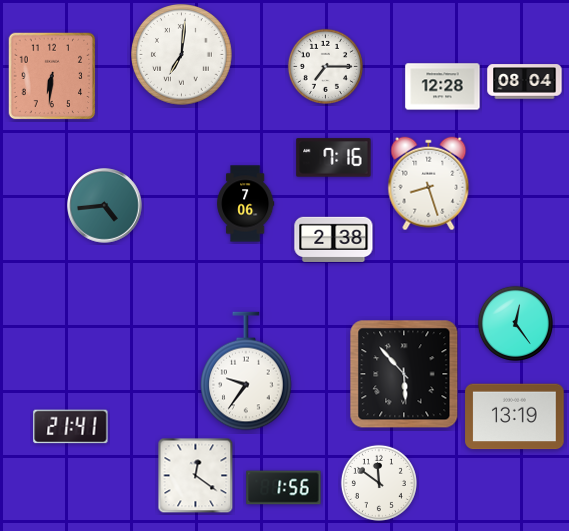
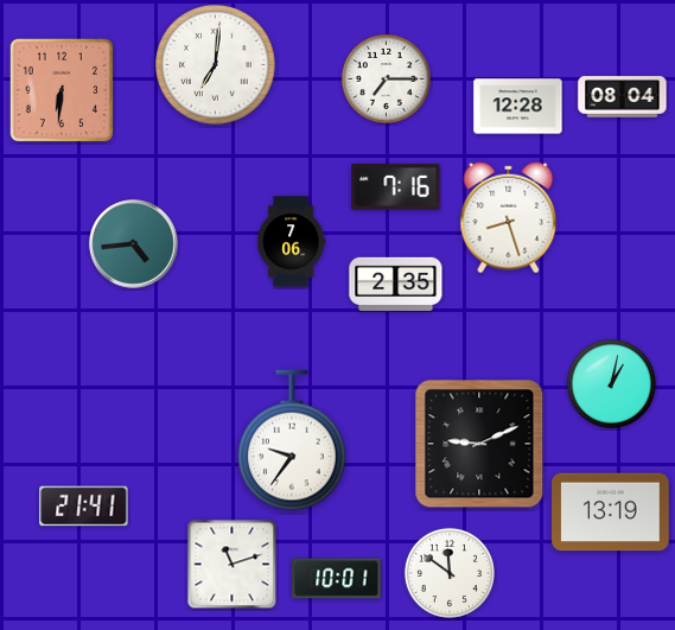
clock at (443, 87) position: (443, 87) -> (518, 107)
clock at (105, 206) position: (105, 206) -> (134, 244)
clock at (334, 239): 2:38 -> 2:35
clock at (515, 323): 12:24 -> 1:02
clock at (404, 374): 5:53 -> 9:11
clock at (515, 417) position: (515, 417) -> (611, 513)
clock at (196, 476): 12:21 -> 11:12
clock at (284, 488): 1:56 -> 10:01
